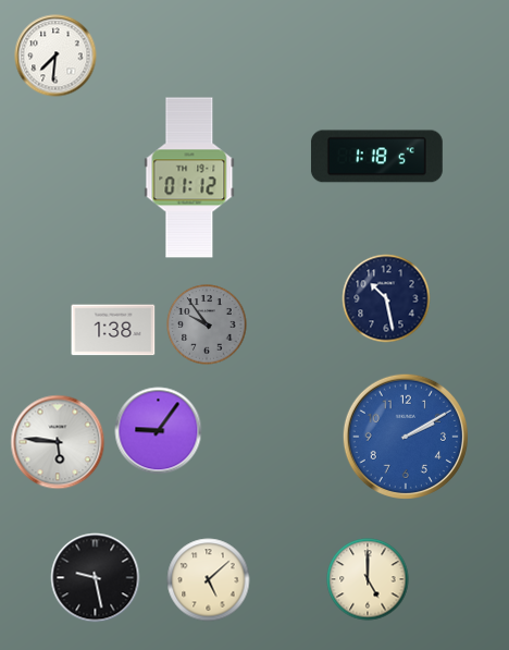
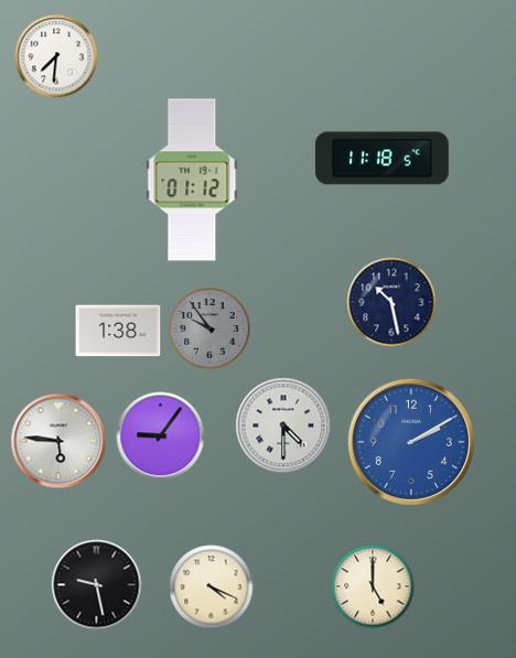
clock at (376, 157): 1:18 -> 11:18
clock at (113, 330) position: (113, 330) -> (118, 331)
clock at (283, 425): none -> 4:30
clock at (58, 442) position: (58, 442) -> (58, 441)
clock at (209, 580): 5:08 -> 4:19
